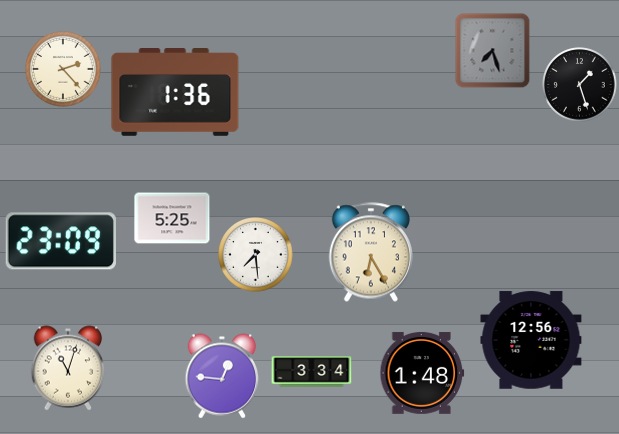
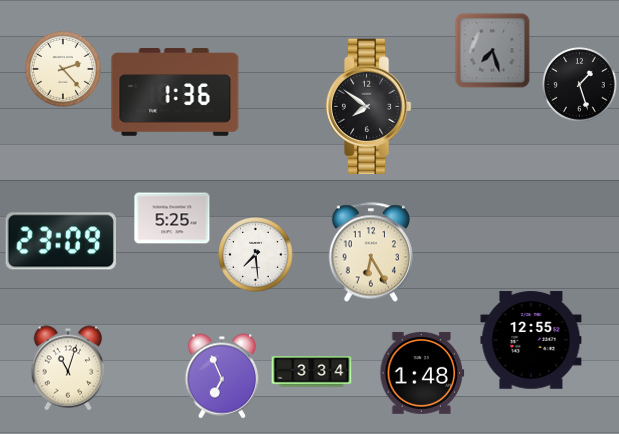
clock at (368, 107): none -> 7:51
clock at (531, 340): 12:56 -> 12:55
clock at (222, 376): 12:46 -> 6:56
